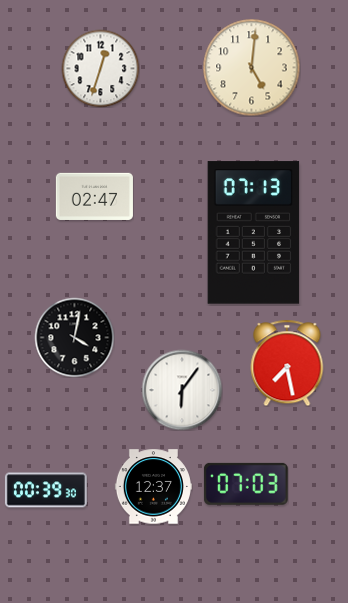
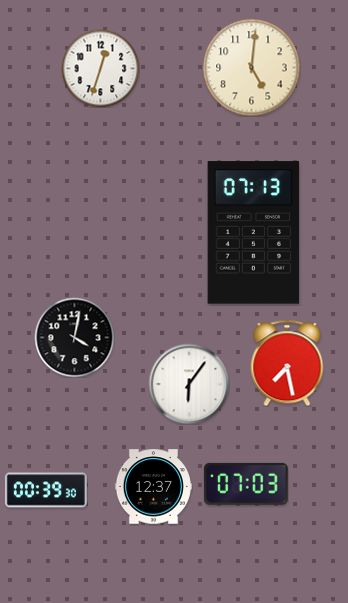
clock at (94, 196): 02:47 -> none
clock at (182, 390) position: (182, 390) -> (189, 384)
